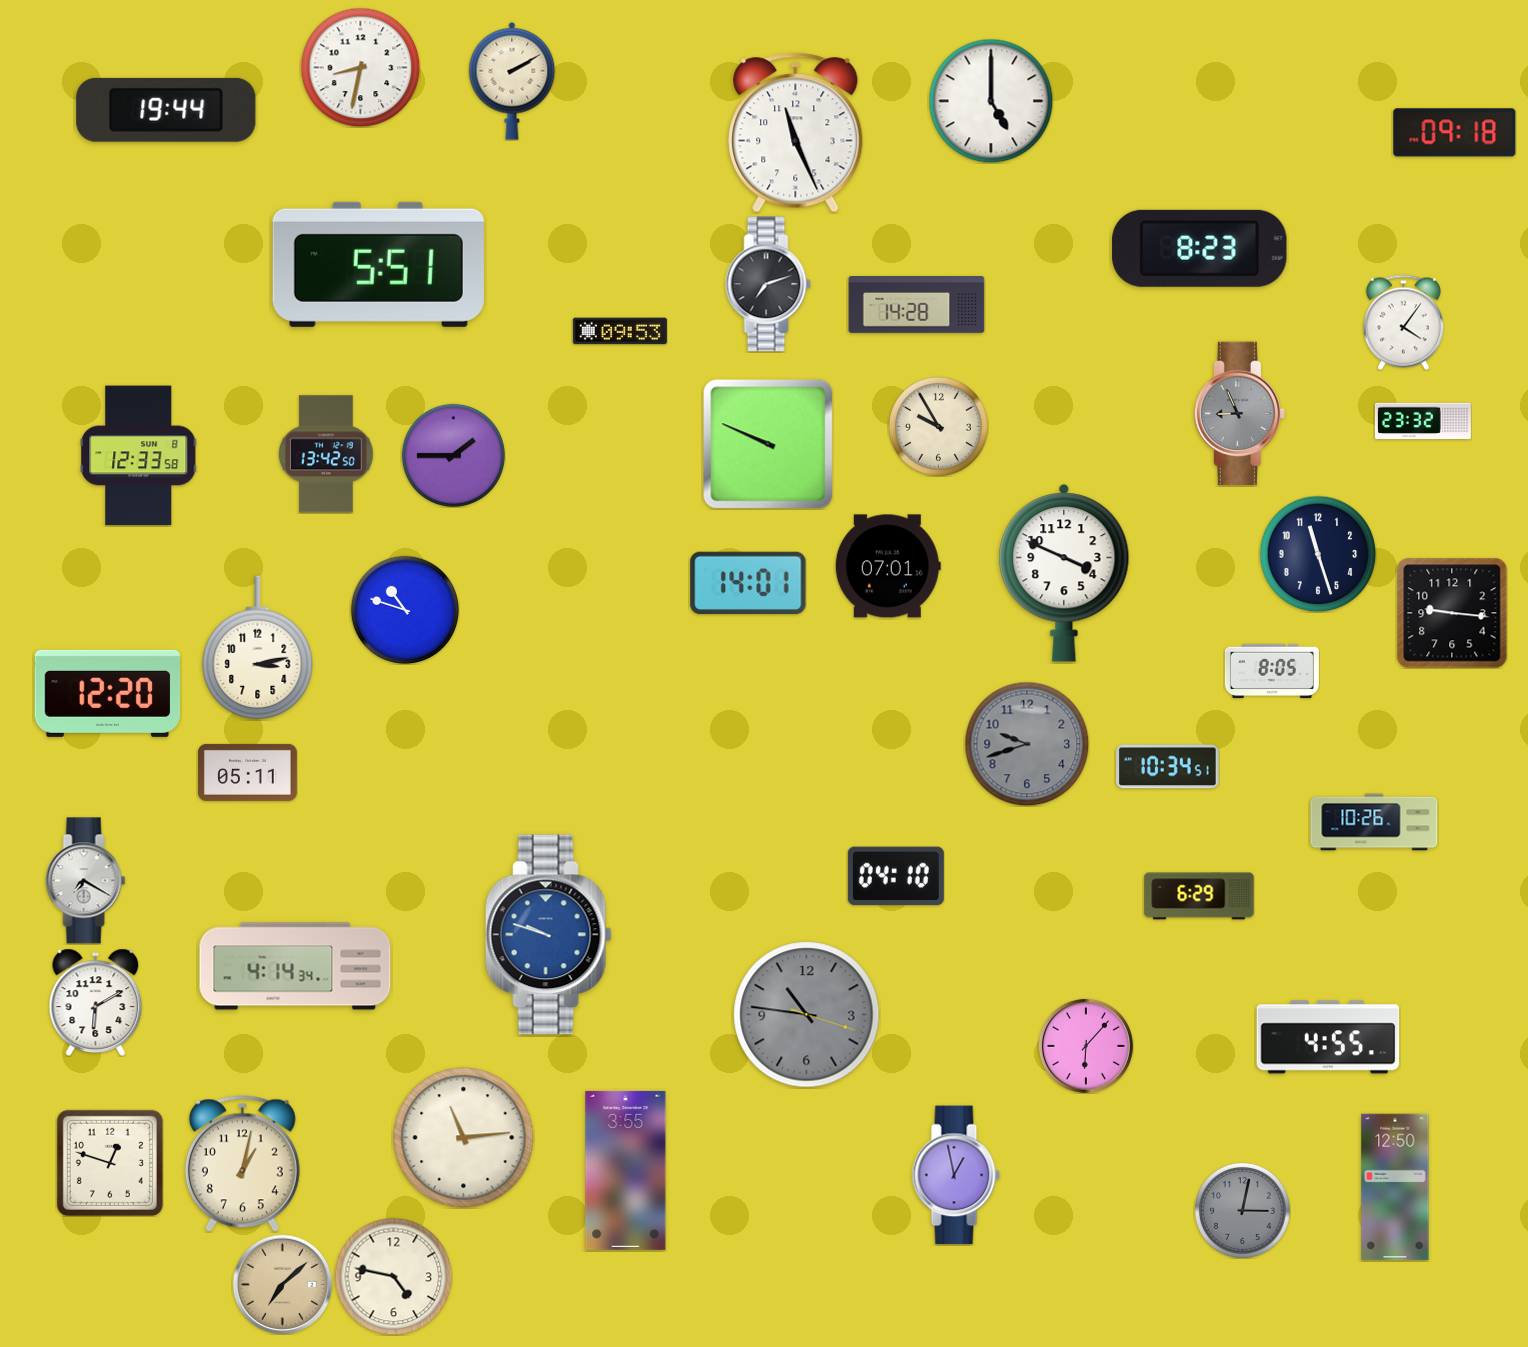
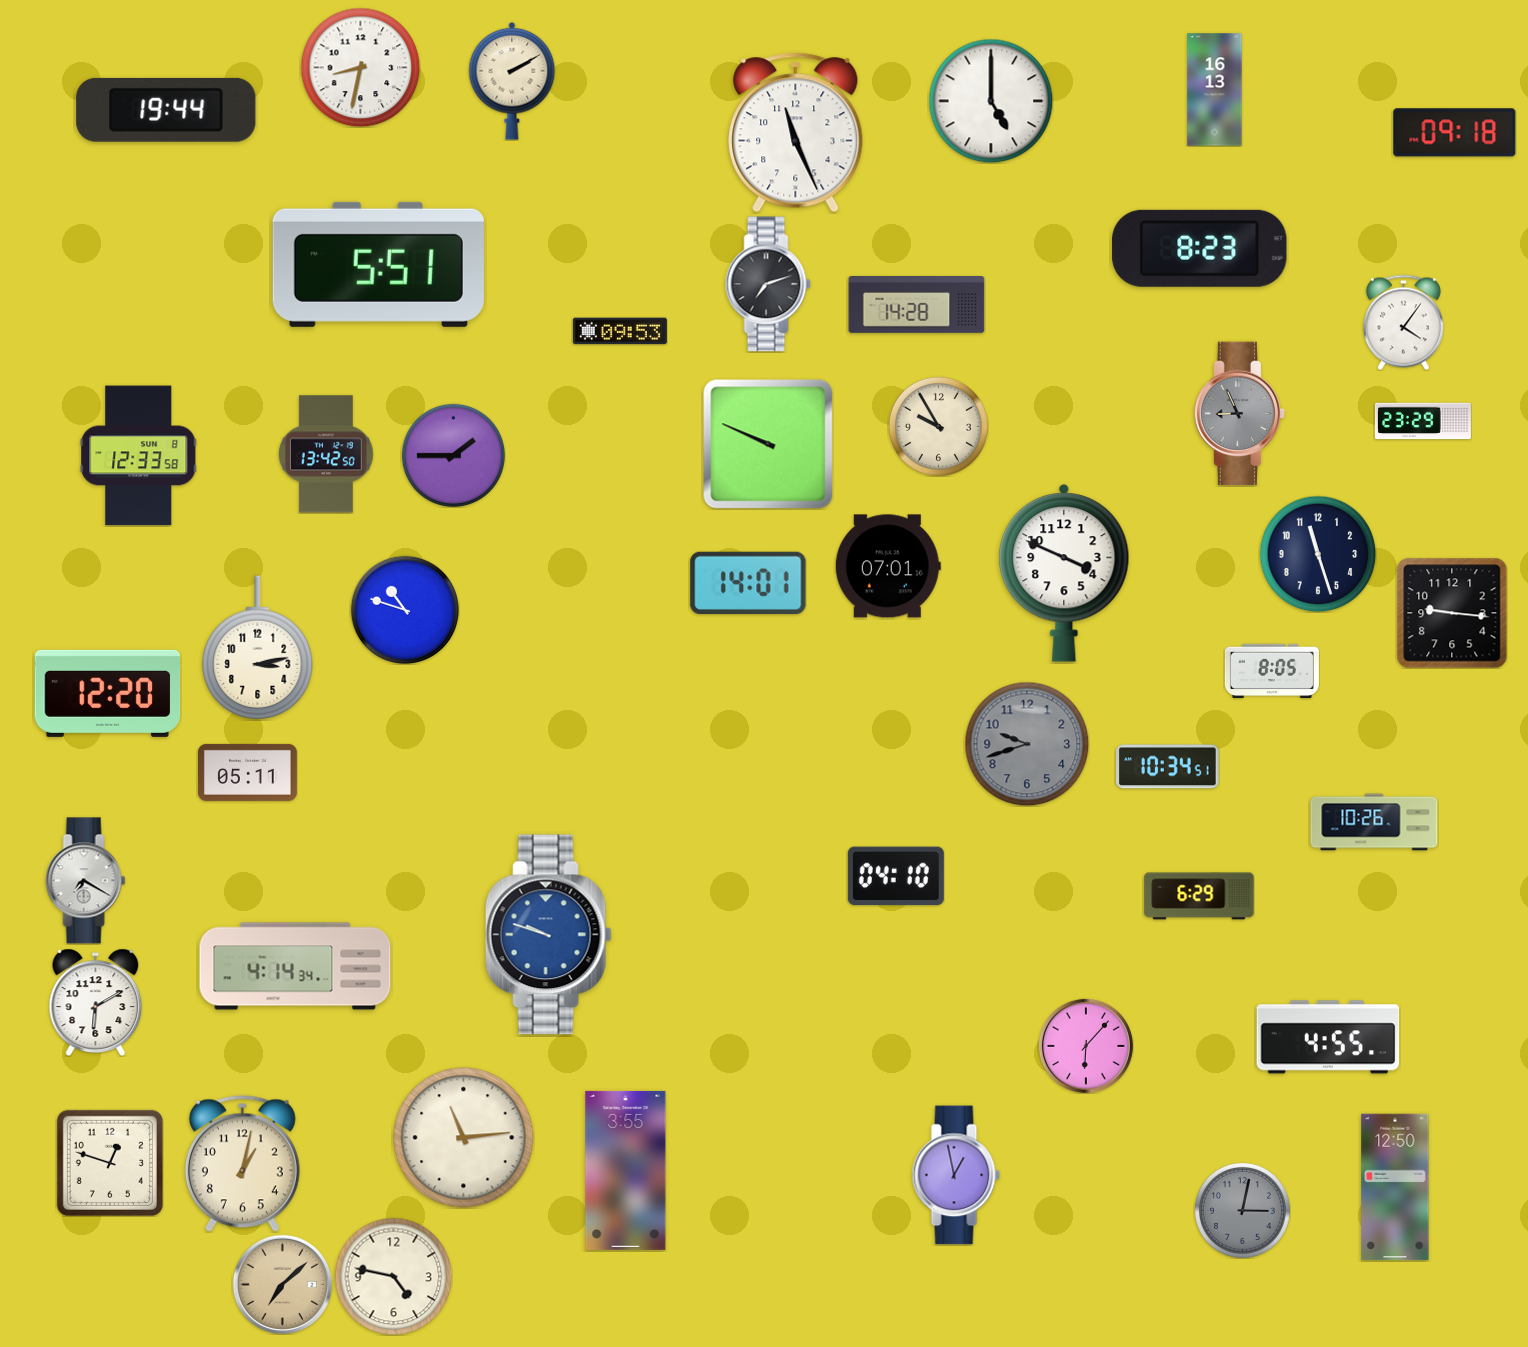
clock at (1215, 90): none -> 16:13
clock at (1423, 421): 23:32 -> 23:29
clock at (807, 1015): 10:46 -> none
